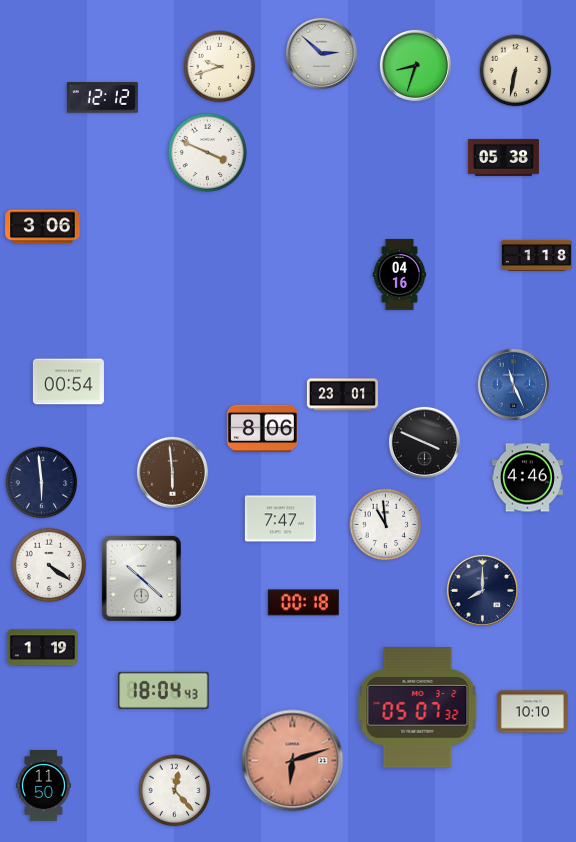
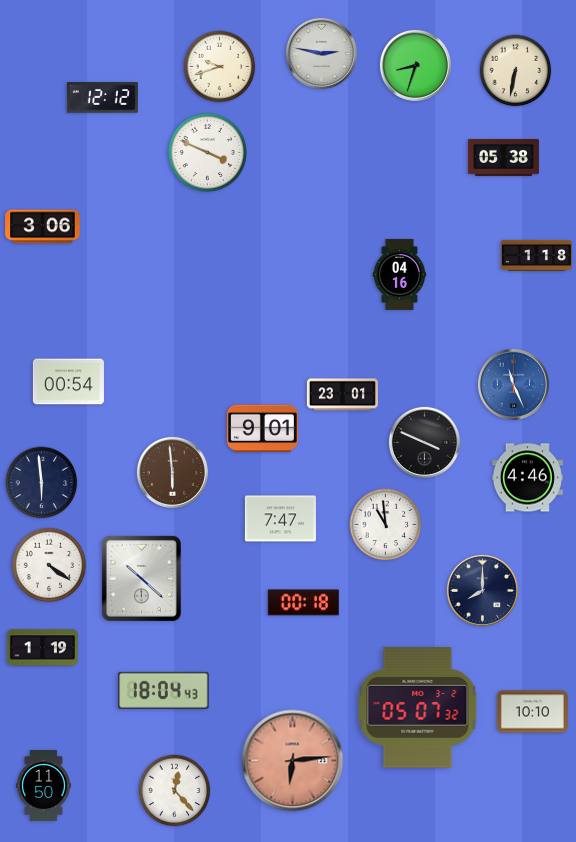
clock at (321, 53): 2:52 -> 2:47
clock at (262, 429): 8:06 -> 9:01
clock at (293, 761): 6:12 -> 6:14
